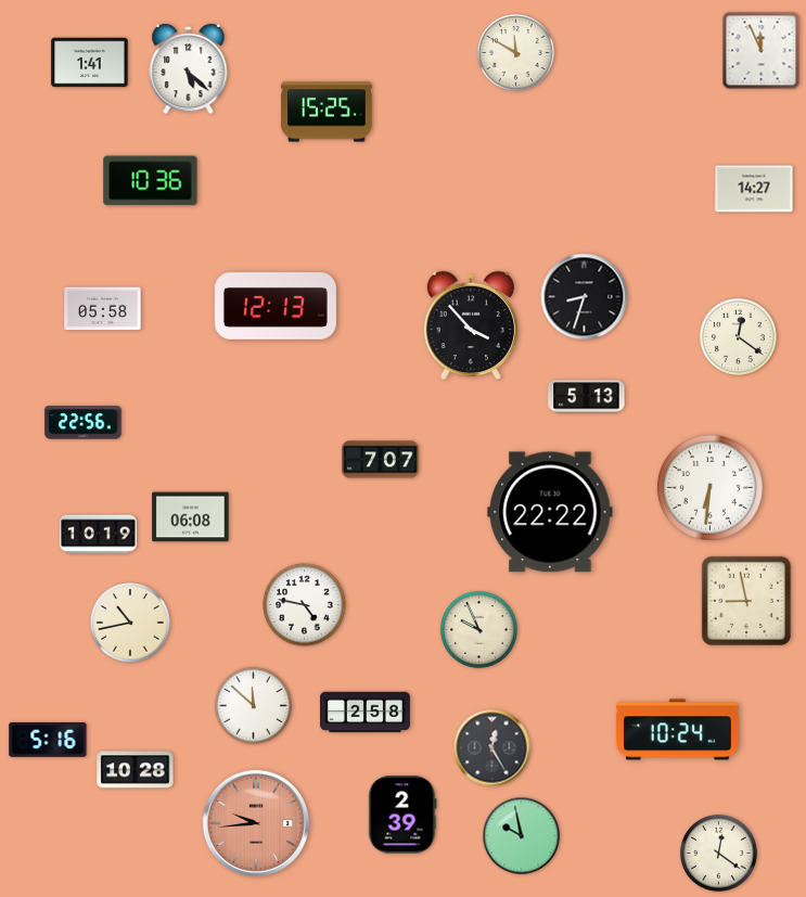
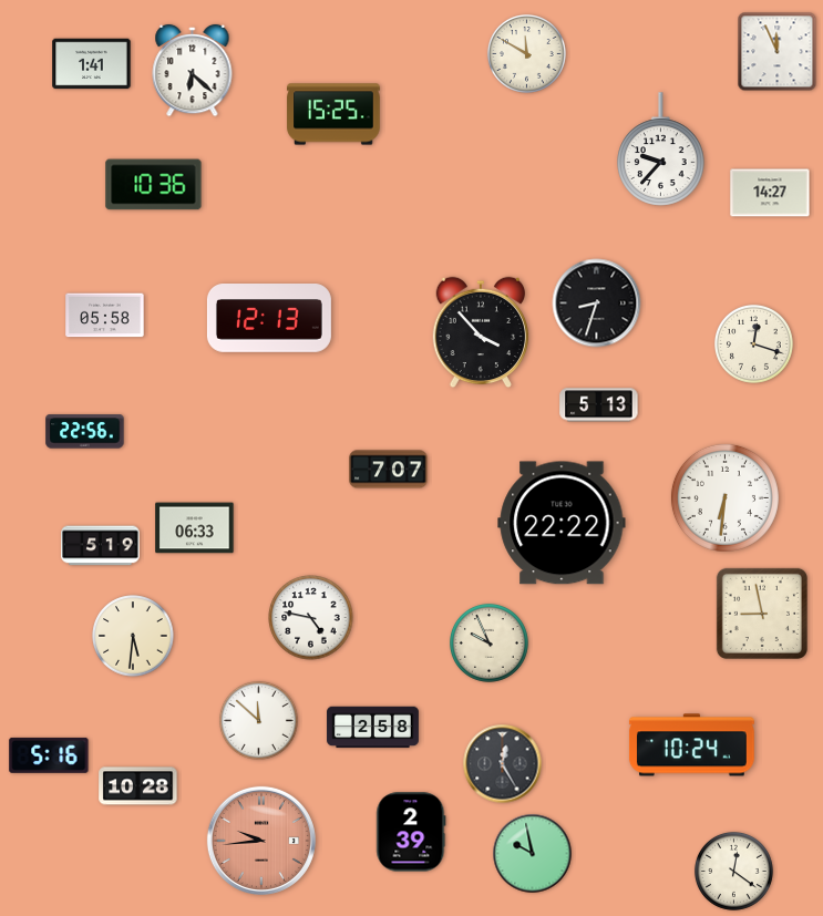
clock at (189, 69): 5:22 -> 6:22
clock at (661, 150): none -> 9:37
clock at (276, 307) position: (276, 307) -> (269, 319)
clock at (738, 336): 12:21 -> 12:18
clock at (191, 517): 06:08 -> 06:33
clock at (99, 535): 10:19 -> 5:19
clock at (130, 623): 10:43 -> 5:31
